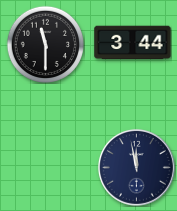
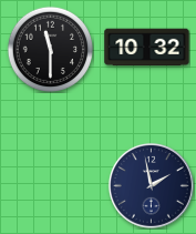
clock at (133, 43): 3:44 -> 10:32
clock at (136, 167): 11:58 -> 1:58
